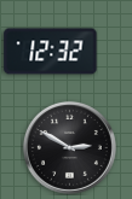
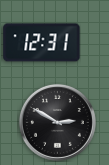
clock at (51, 52): 12:32 -> 12:31
